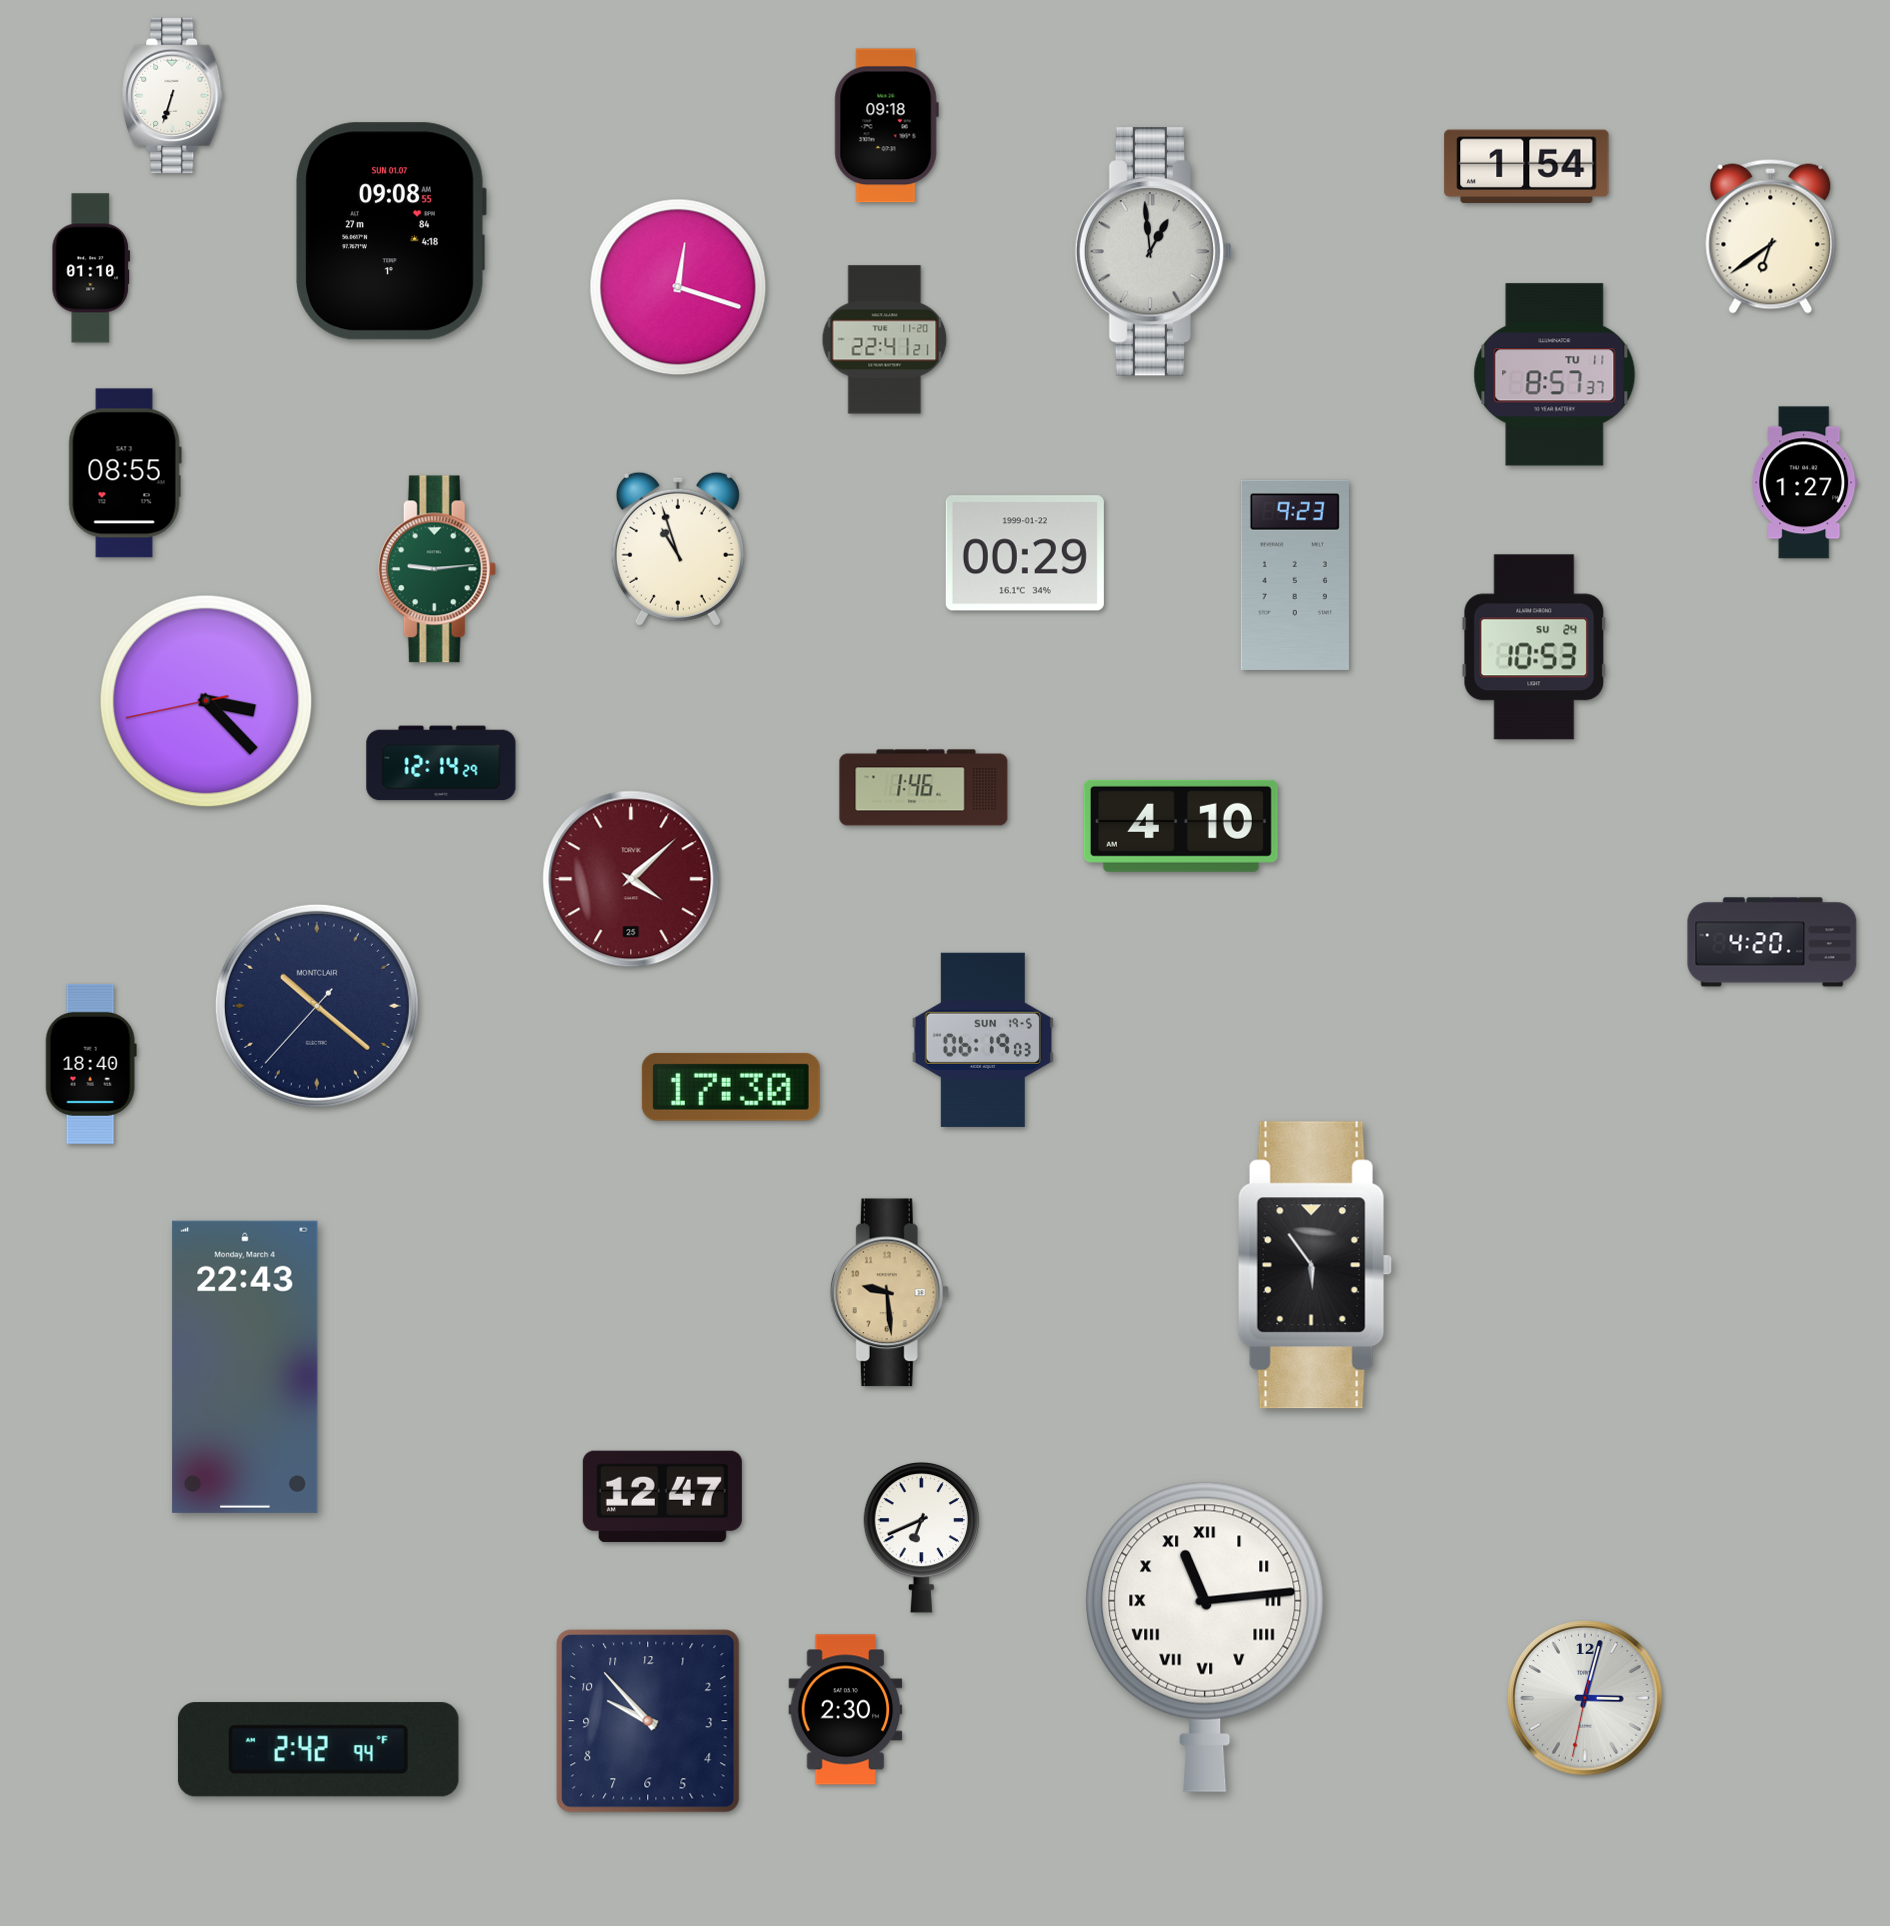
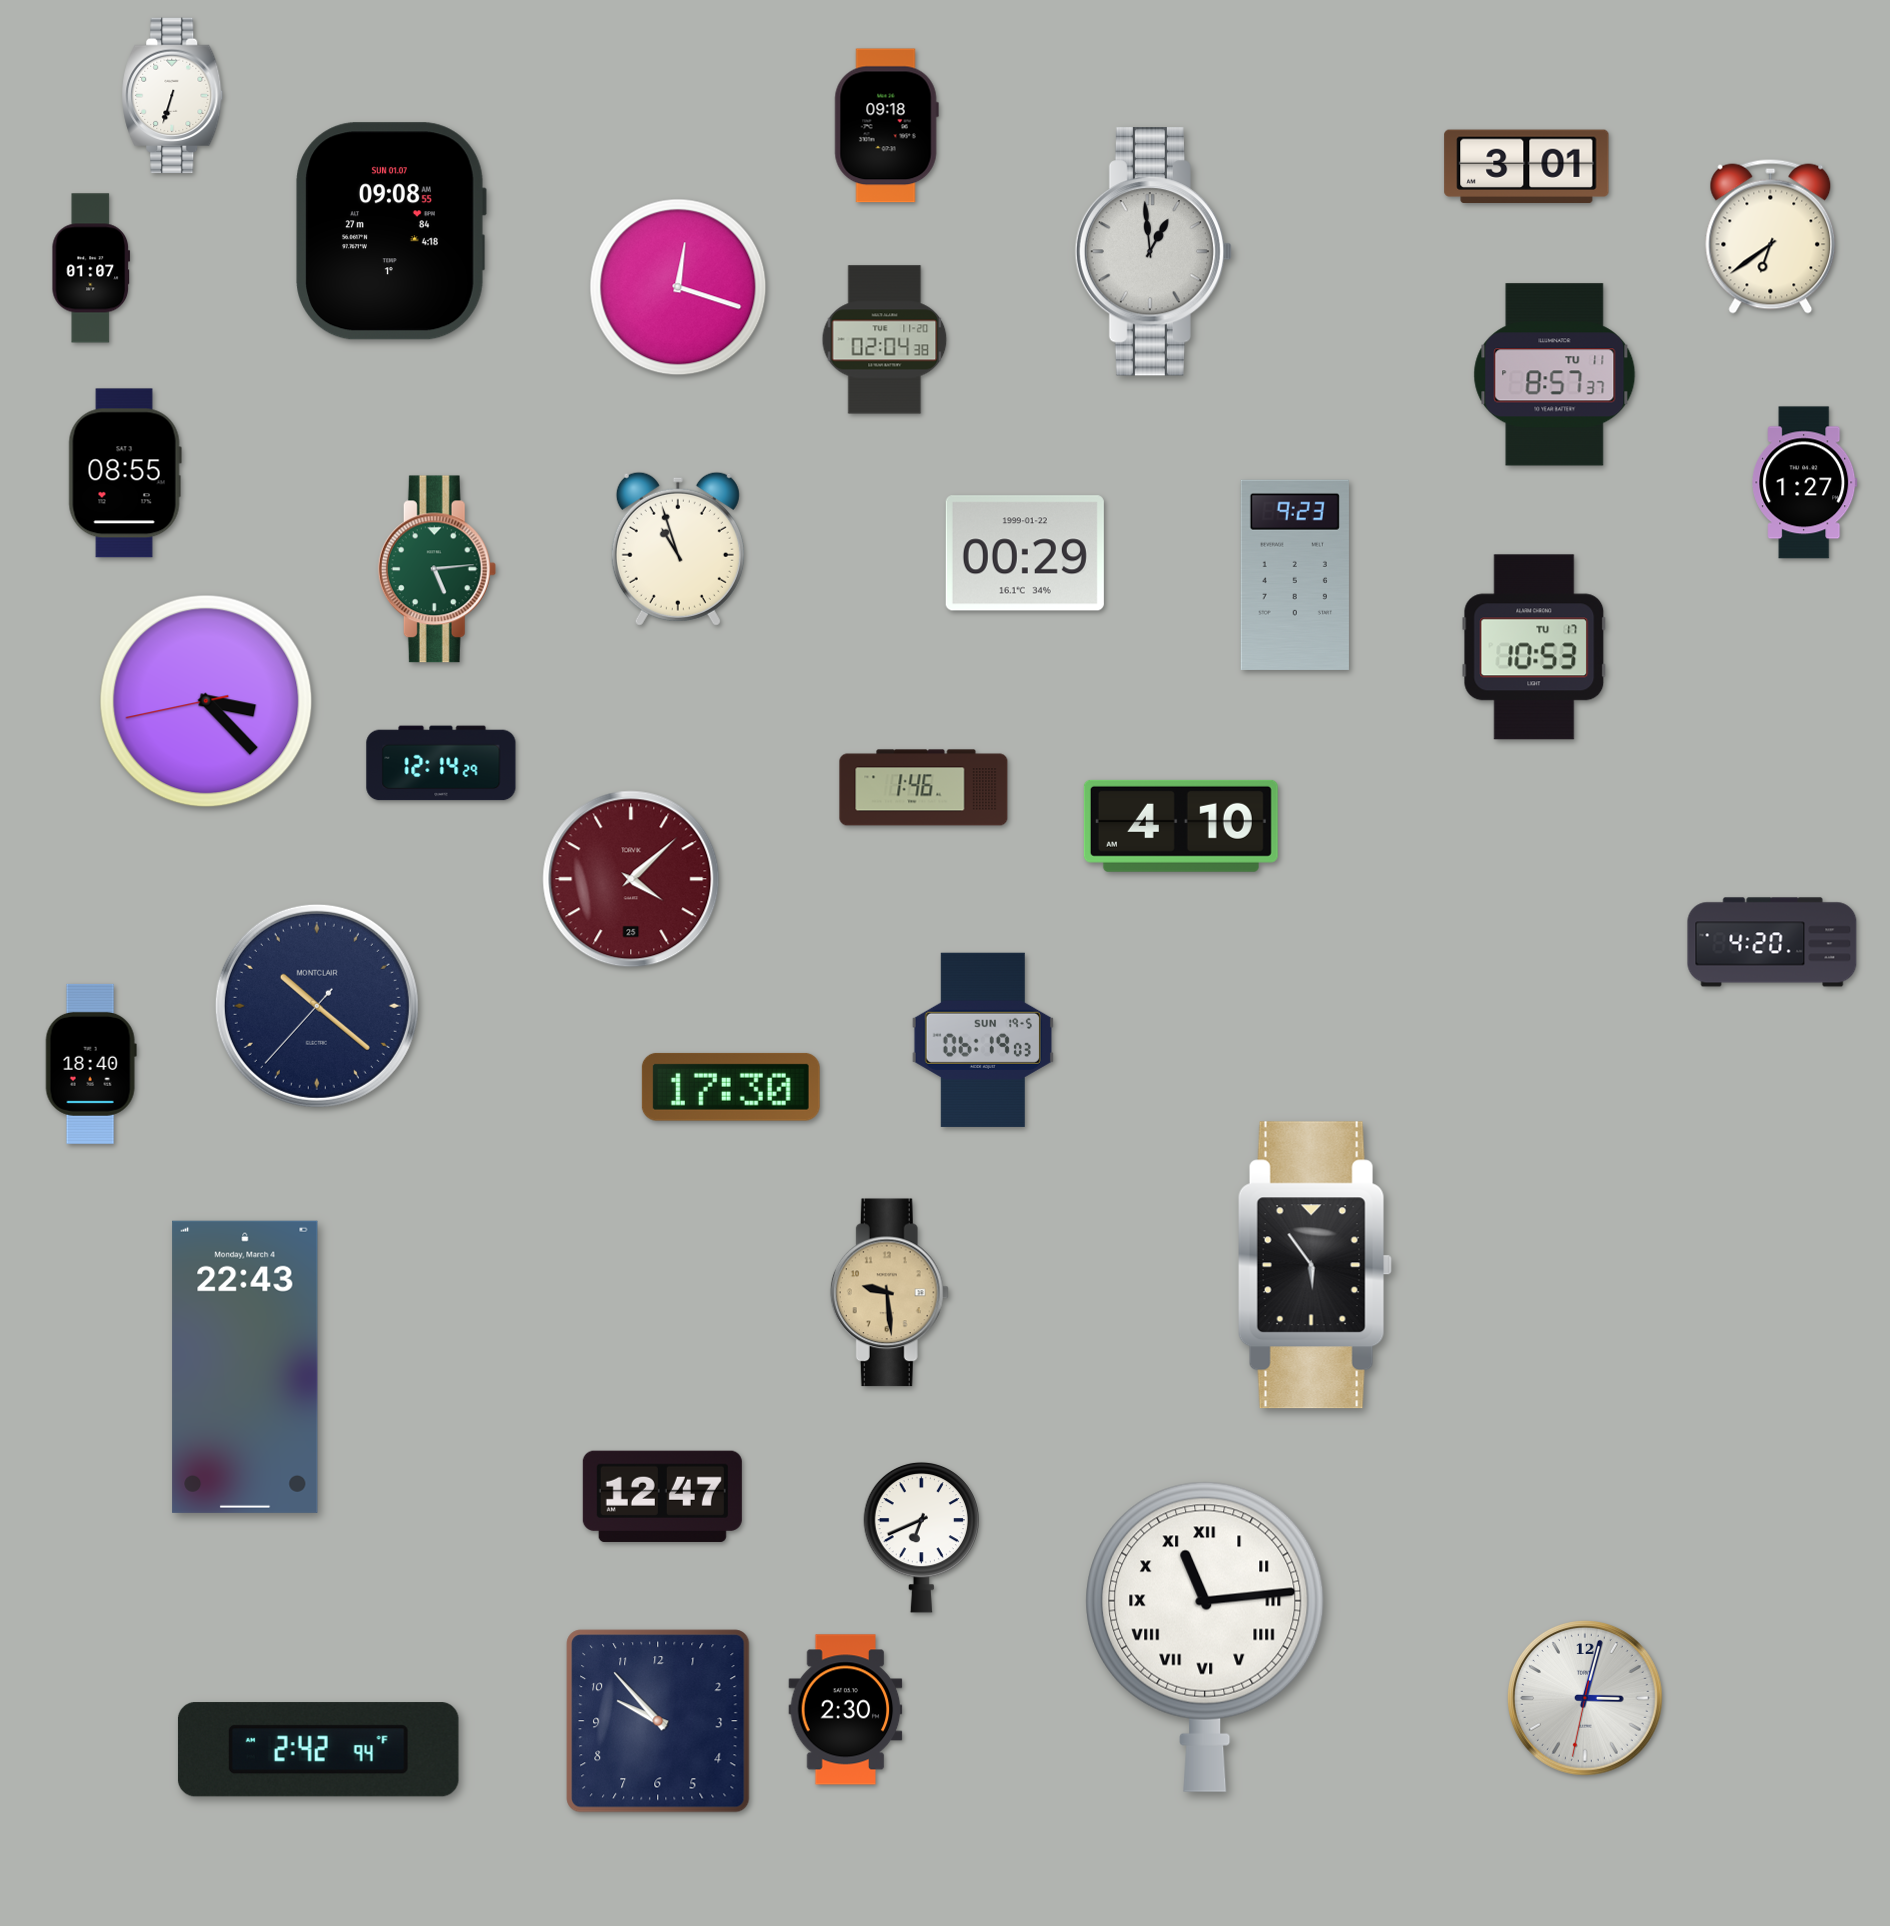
clock at (1527, 167): 1:54 -> 3:01
clock at (91, 268): 01:10 -> 01:07
clock at (885, 340): 22:41 -> 02:04
clock at (437, 569): 9:14 -> 5:14
clock at (1534, 647) date: SU 24 -> TU 17
clock at (648, 1721) position: (648, 1721) -> (658, 1721)
